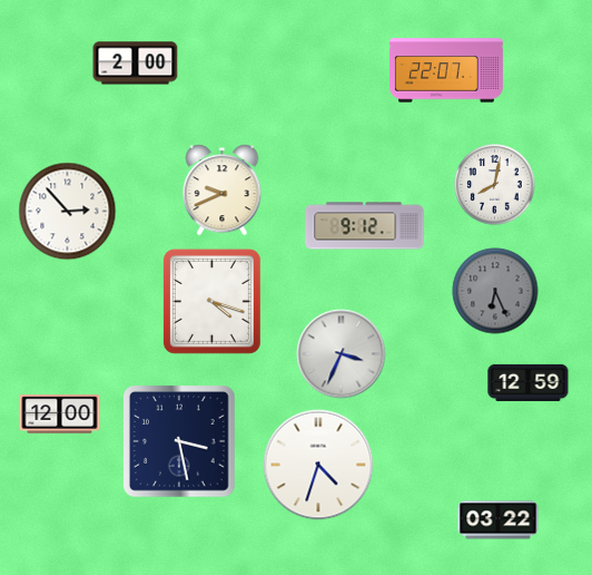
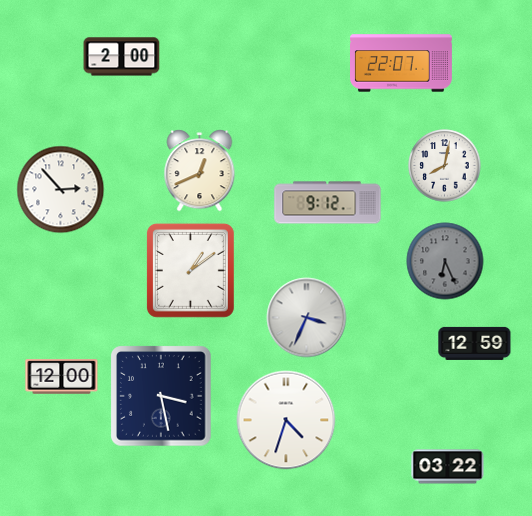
clock at (223, 191): 9:41 -> 12:41
clock at (211, 301): 4:18 -> 1:09
clock at (60, 415) position: (60, 415) -> (62, 377)
clock at (318, 465) position: (318, 465) -> (286, 420)
